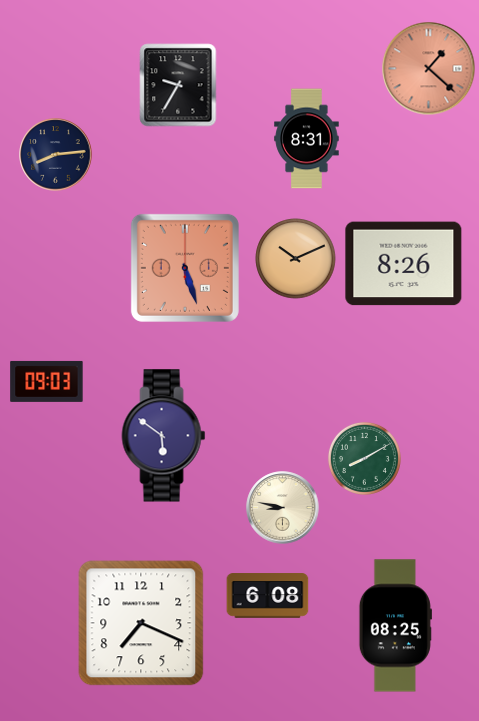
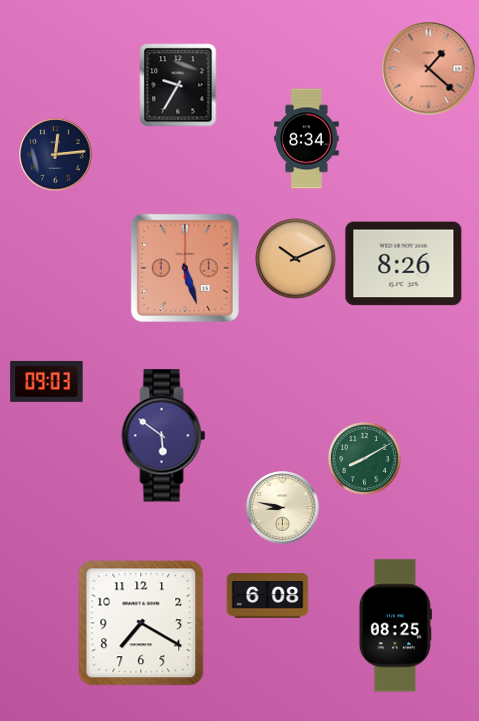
clock at (307, 139): 8:31 -> 8:34
clock at (56, 155): 8:14 -> 12:14
clock at (141, 623): 7:19 -> 7:20
